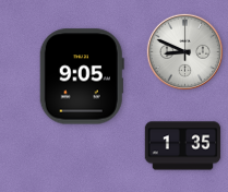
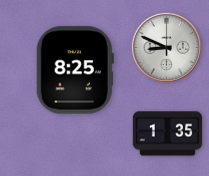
clock at (184, 51) position: (184, 51) -> (166, 47)
clock at (82, 76): 9:05 -> 8:25
